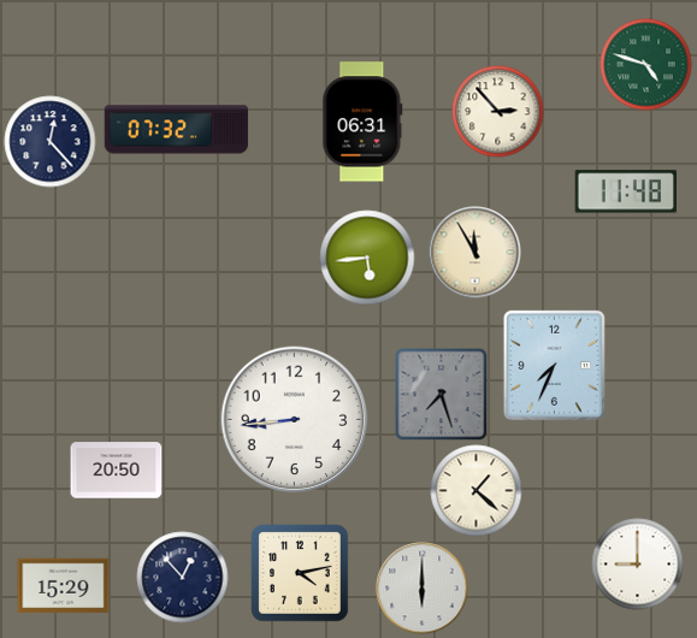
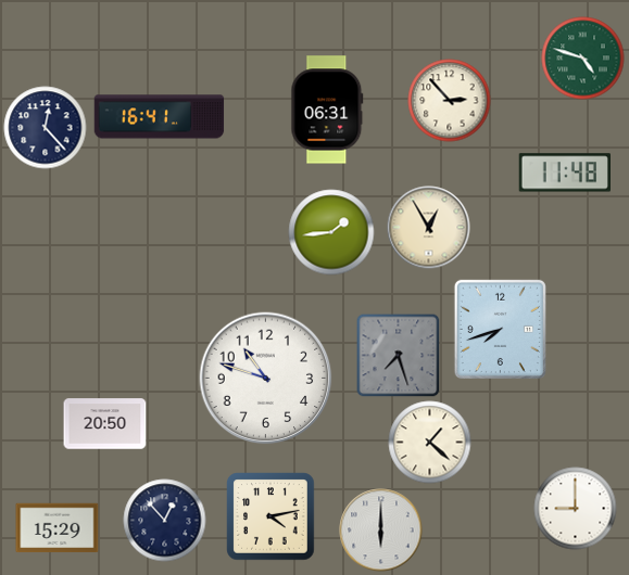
clock at (177, 130): 07:32 -> 16:41
clock at (476, 253): 11:55 -> 12:55
clock at (367, 258): 5:44 -> 1:44
clock at (554, 365): 7:34 -> 7:42
clock at (295, 420): 8:44 -> 10:48
